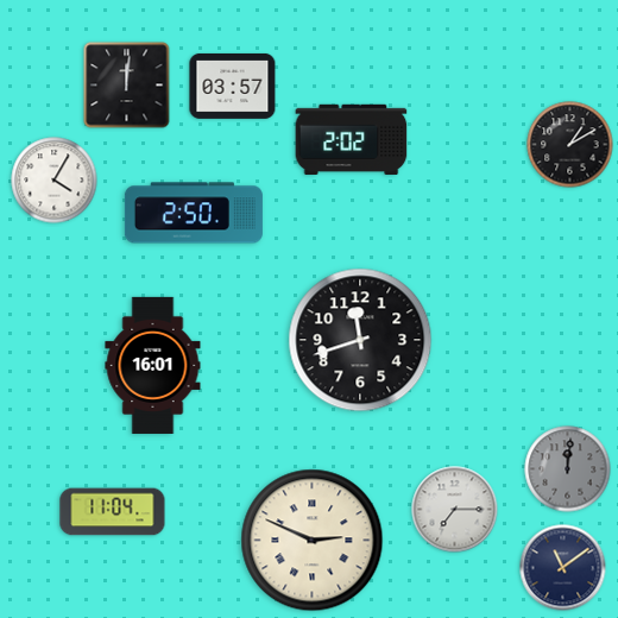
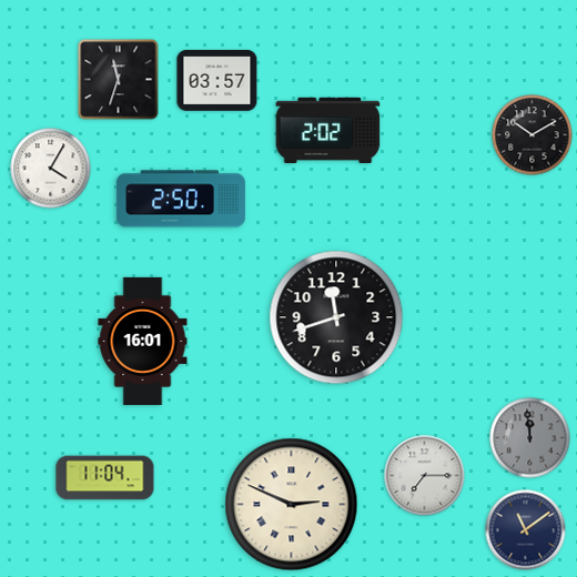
clock at (127, 86): 12:01 -> 11:33
clock at (570, 145): 1:10 -> 10:10
clock at (568, 469): 12:01 -> 11:59
